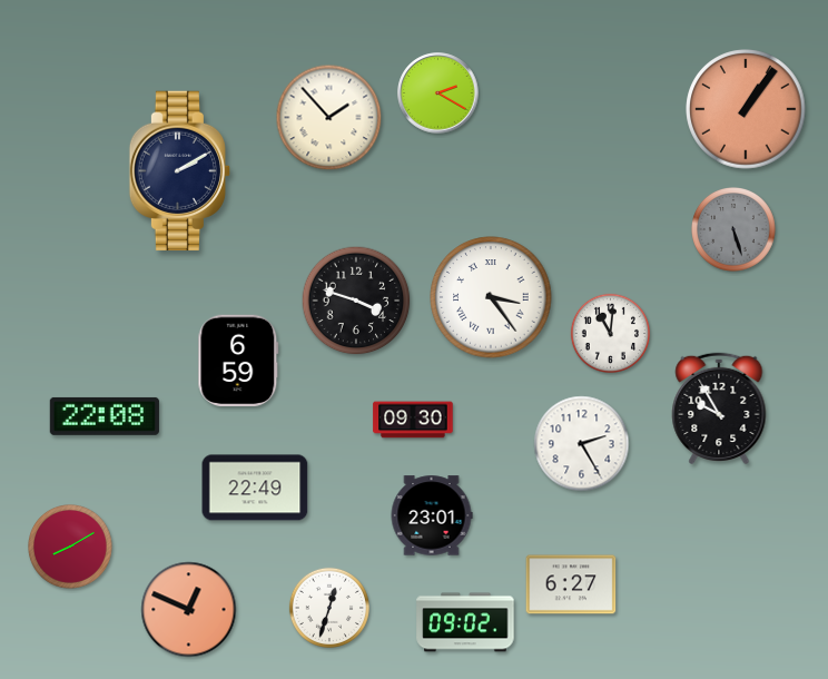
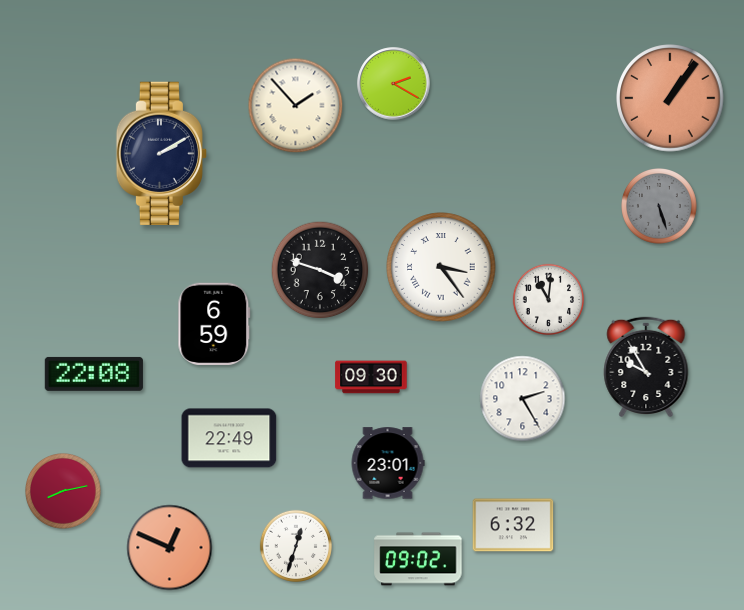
clock at (71, 548): 8:10 -> 8:13
clock at (571, 584): 6:27 -> 6:32
